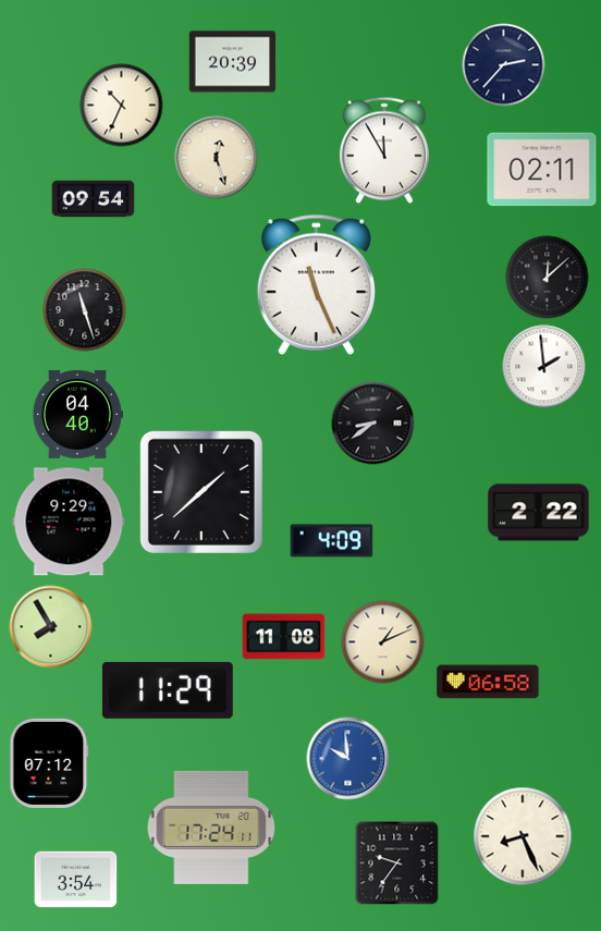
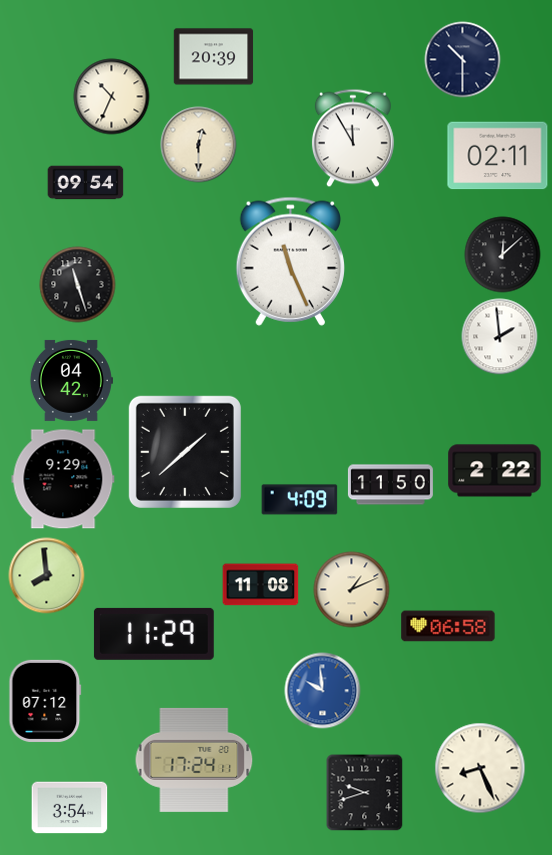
clock at (504, 65): 2:37 -> 10:30
clock at (217, 158): 12:27 -> 12:30
clock at (77, 414): 04:40 -> 04:42
clock at (373, 424): 8:39 -> none
clock at (390, 485): none -> 11:50
clock at (332, 541) position: (332, 541) -> (300, 500)
clock at (51, 627): 7:55 -> 7:59
clock at (348, 759) position: (348, 759) -> (323, 691)
clock at (397, 863): 9:36 -> 9:42
